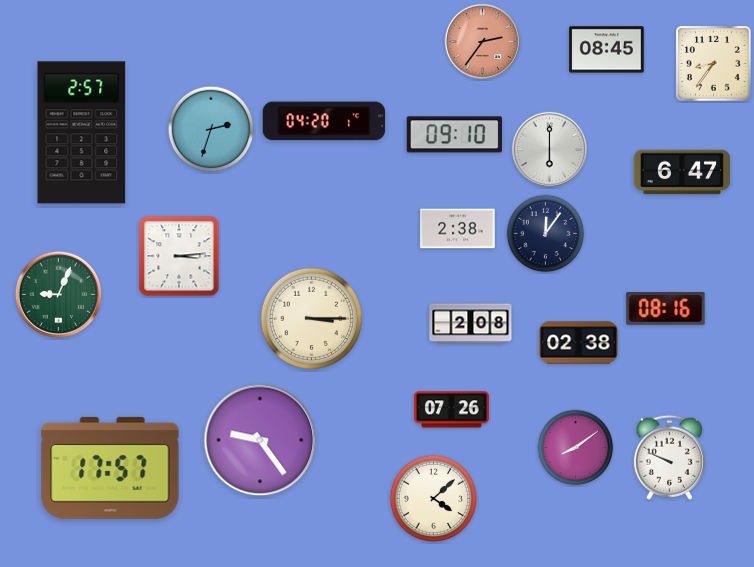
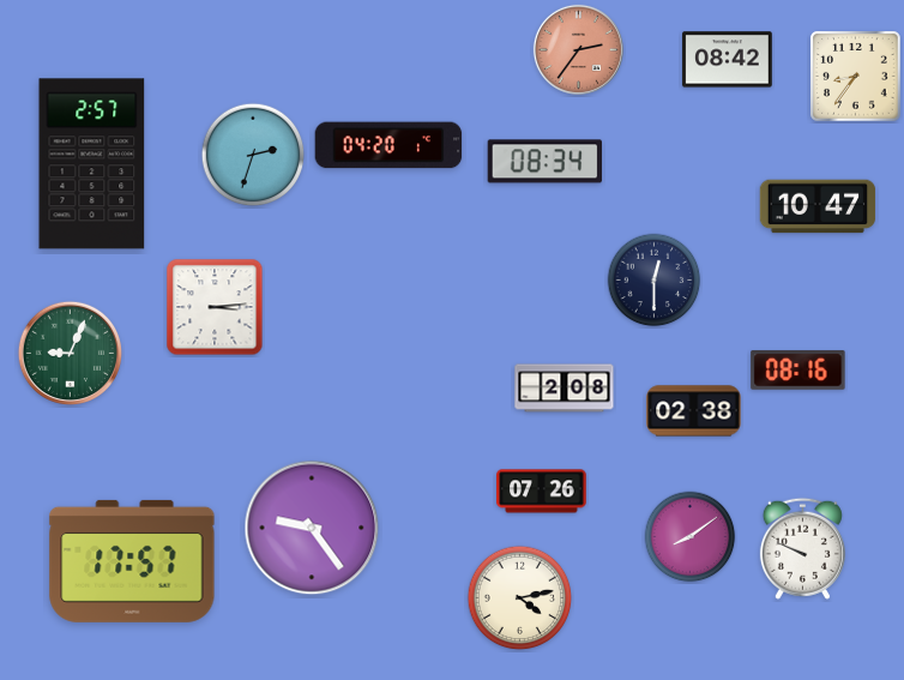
clock at (607, 50): 08:45 -> 08:42
clock at (82, 133) position: (82, 133) -> (92, 164)
clock at (454, 135): 09:10 -> 08:34
clock at (549, 149): 6:00 -> none
clock at (682, 172): 6:47 -> 10:47
clock at (458, 229): 2:38 -> none
clock at (546, 234): 12:06 -> 12:30
clock at (311, 318): 3:15 -> none
clock at (434, 499): 4:08 -> 4:13
